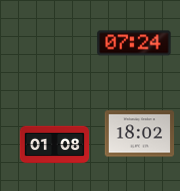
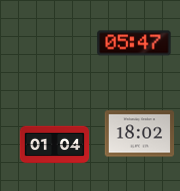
clock at (134, 43): 07:24 -> 05:47
clock at (55, 145): 01:08 -> 01:04
